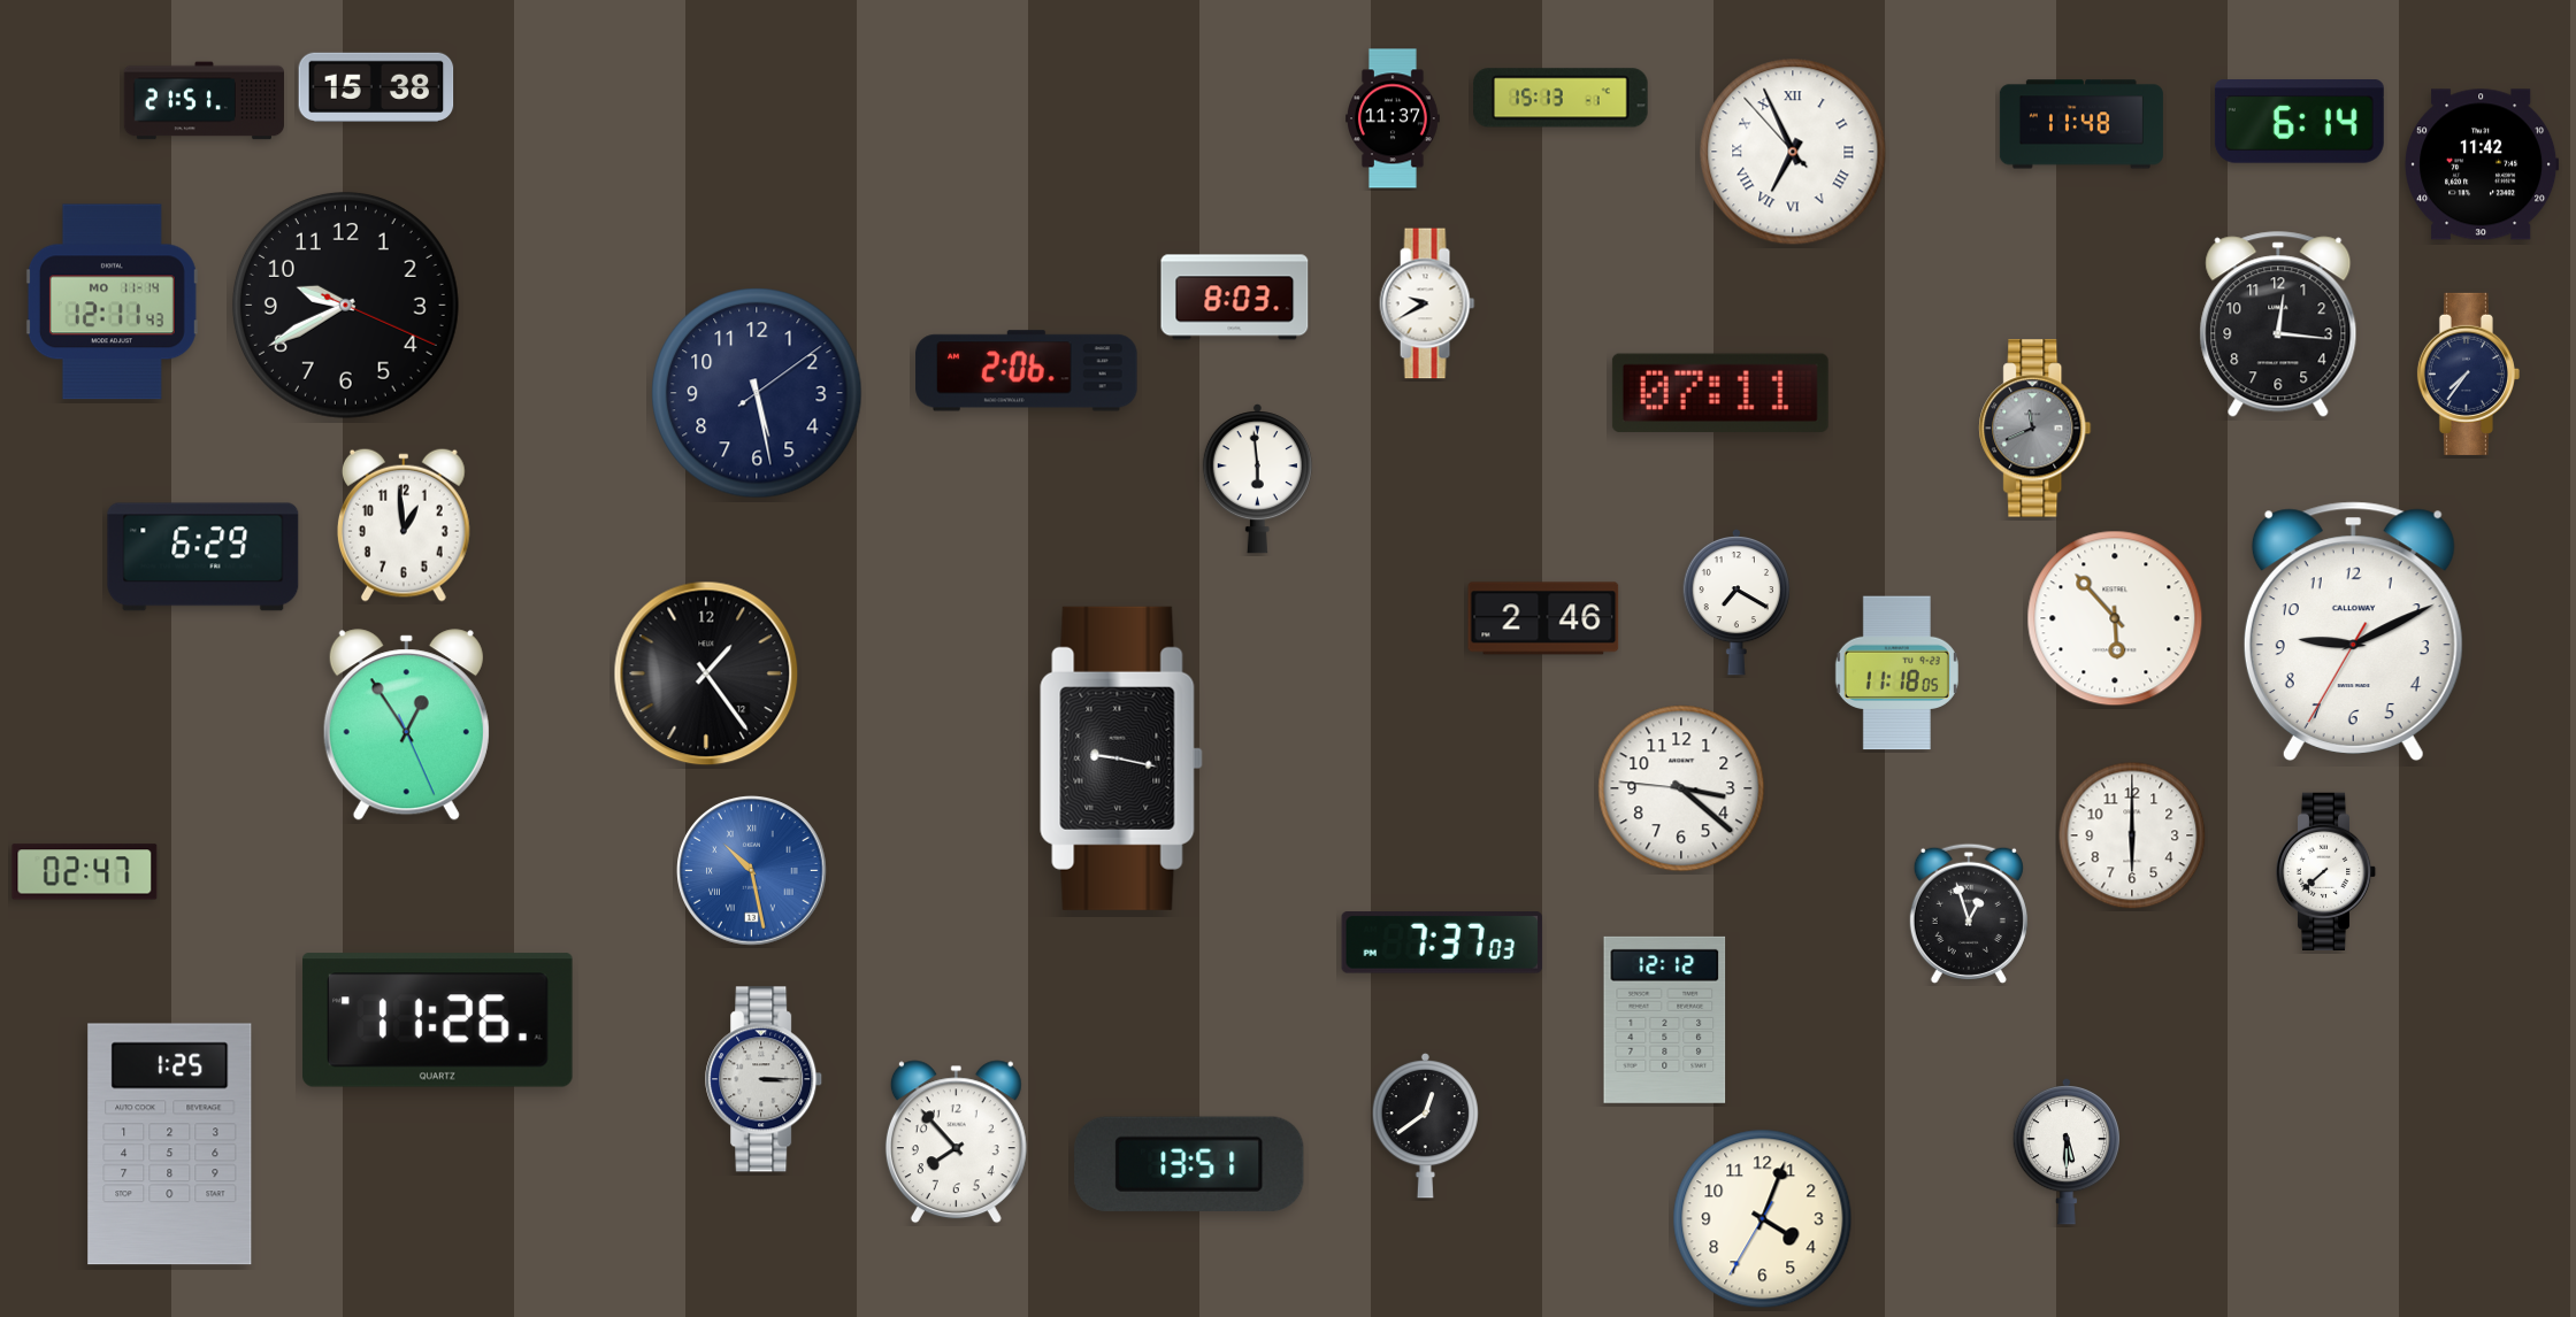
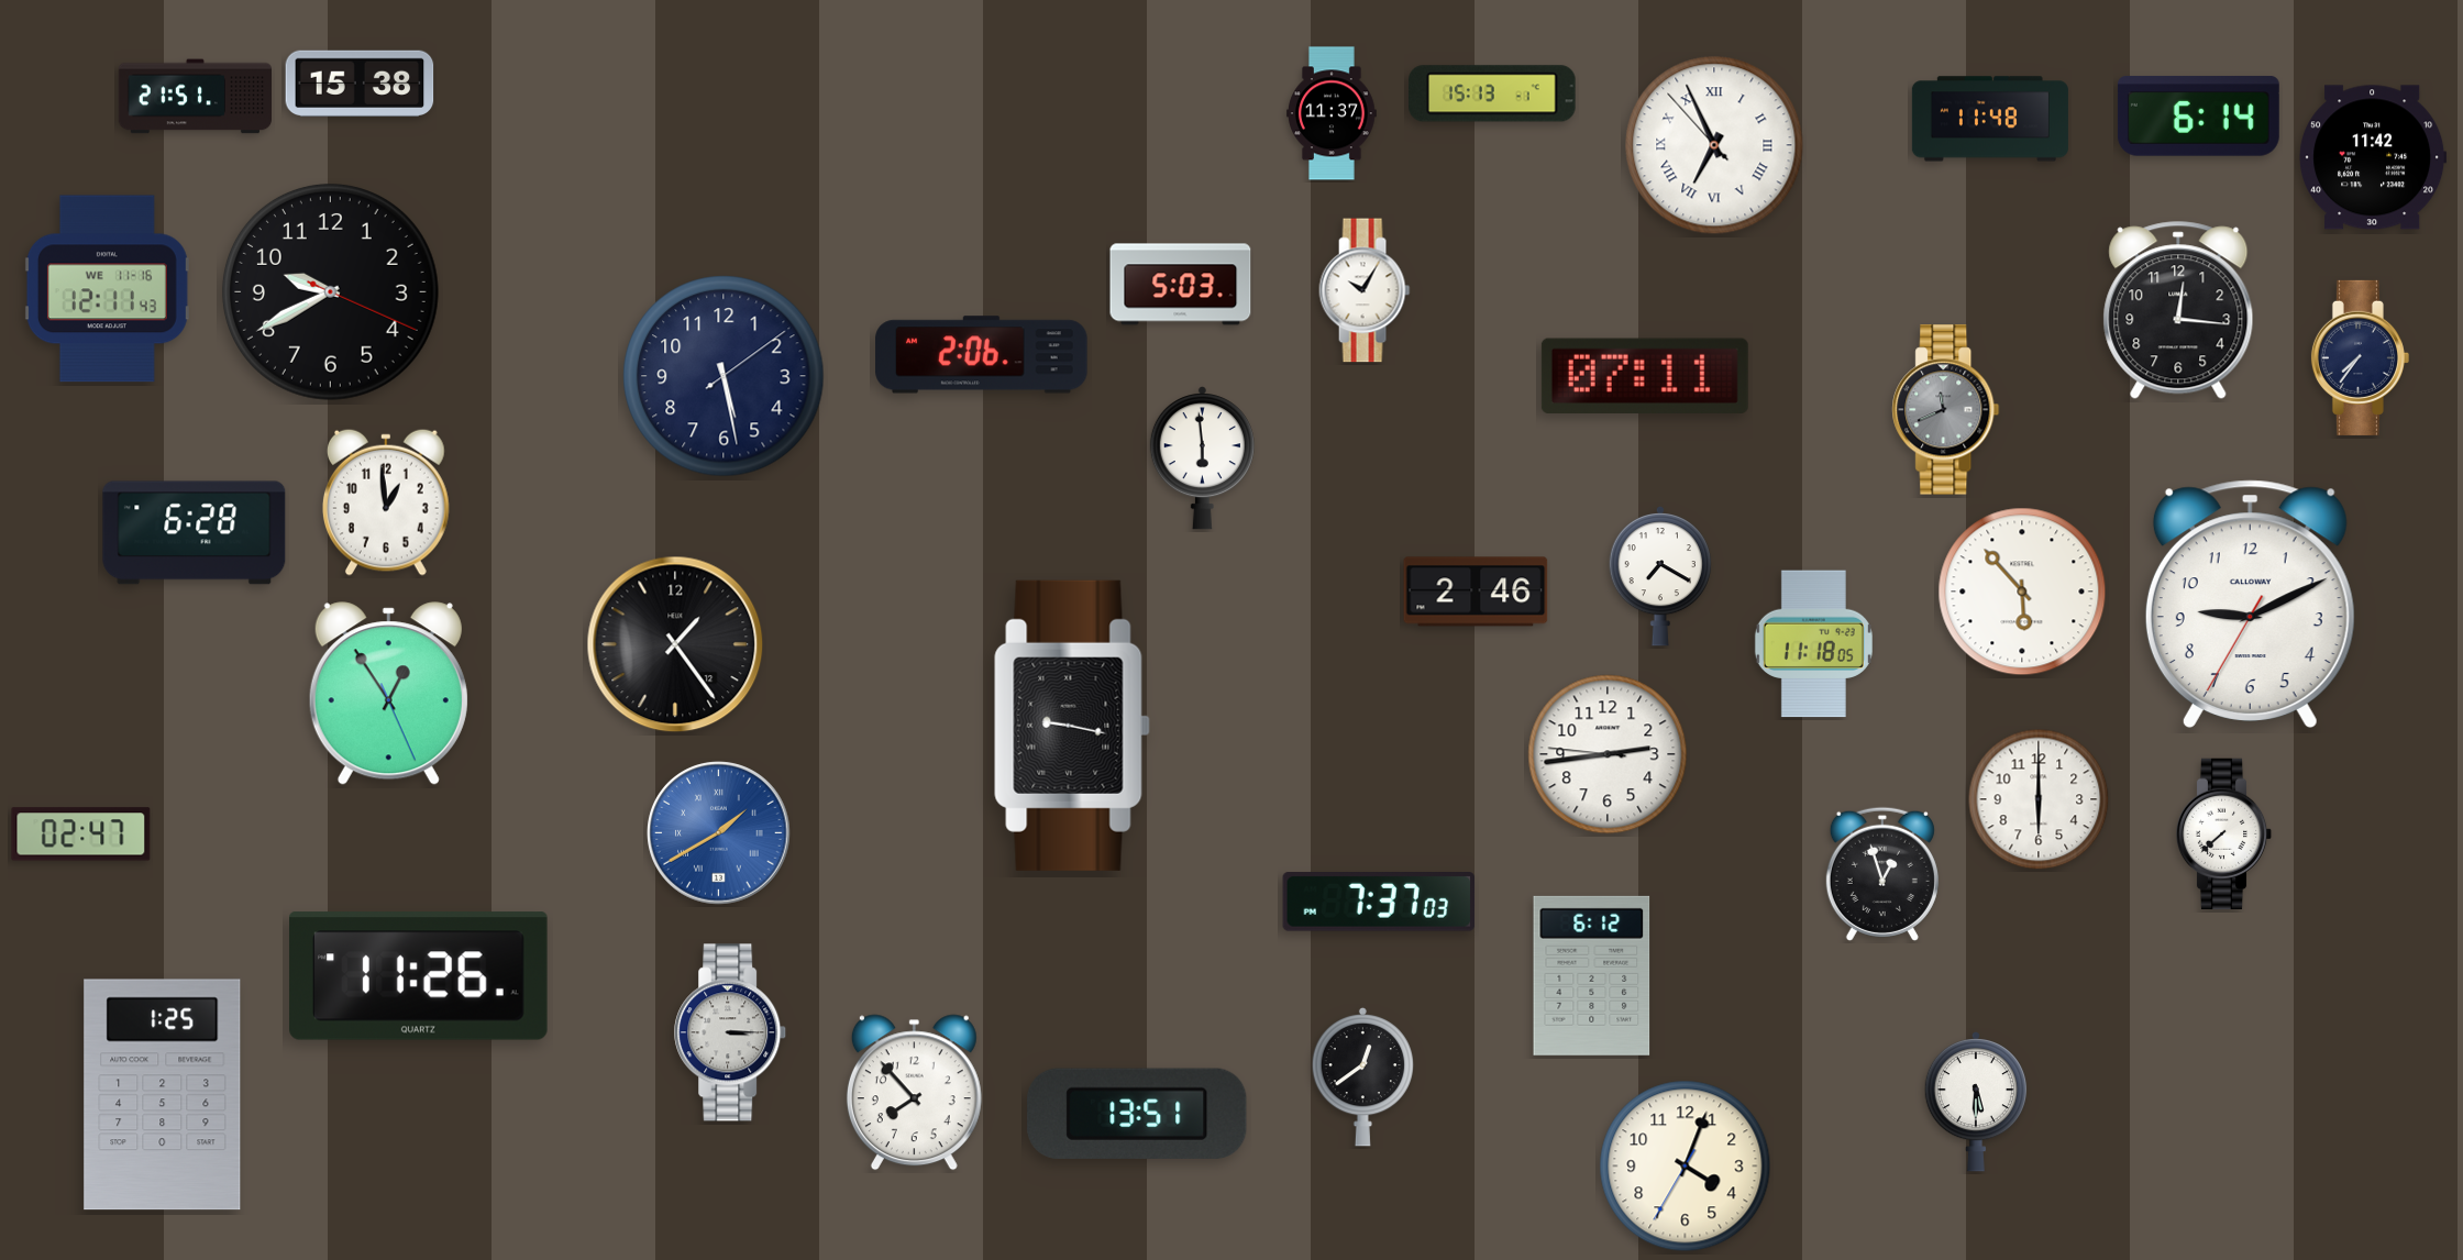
clock at (1235, 298): 8:03 -> 5:03
clock at (112, 302) date: MO 11-14 -> WE 11-16
clock at (1427, 303): 9:40 -> 10:05
clock at (204, 557): 6:29 -> 6:28
clock at (1681, 788): 3:21 -> 2:43
clock at (752, 871): 10:28 -> 1:40
clock at (1665, 1019): 12:12 -> 6:12
